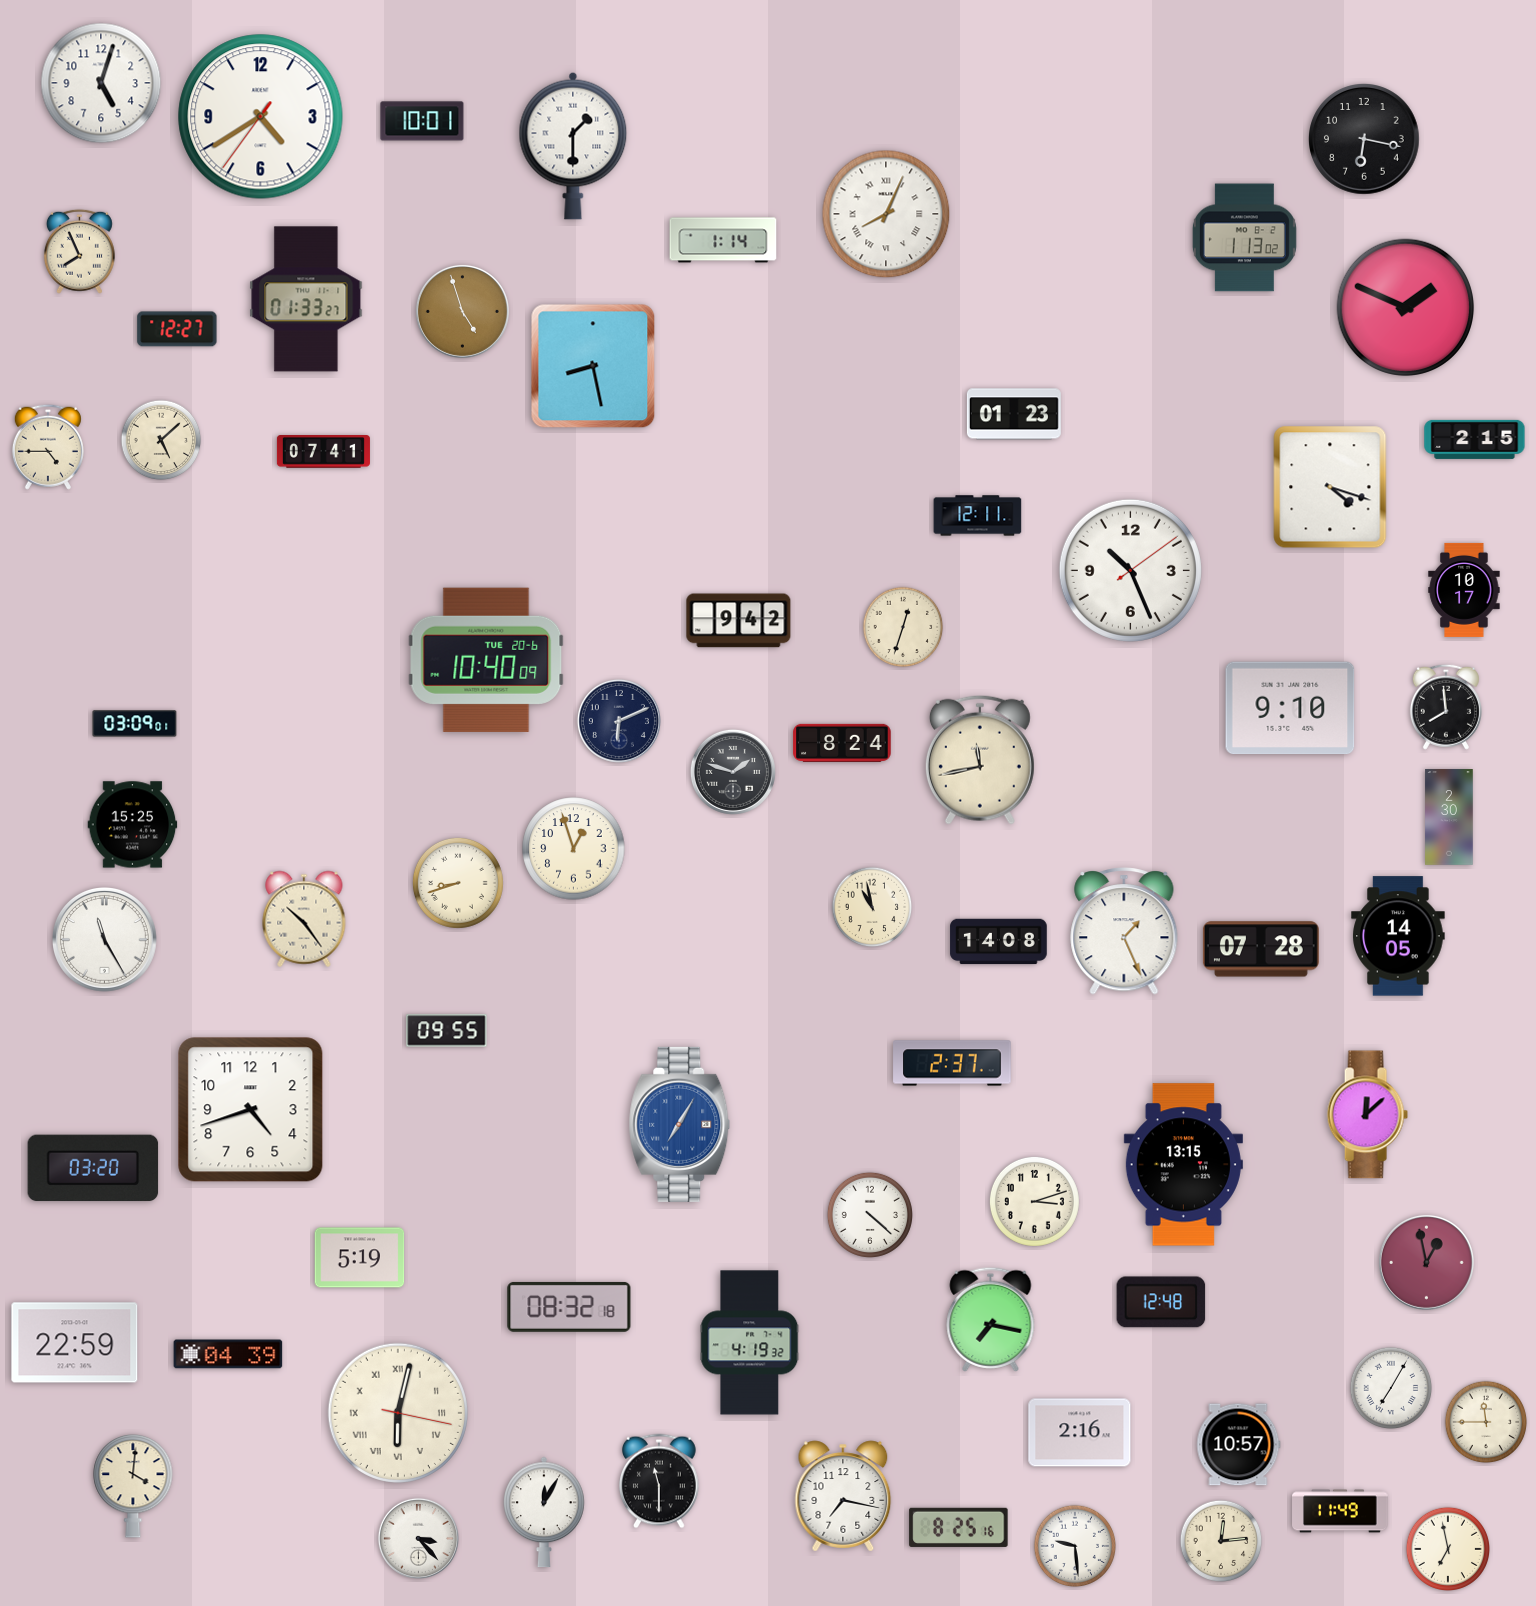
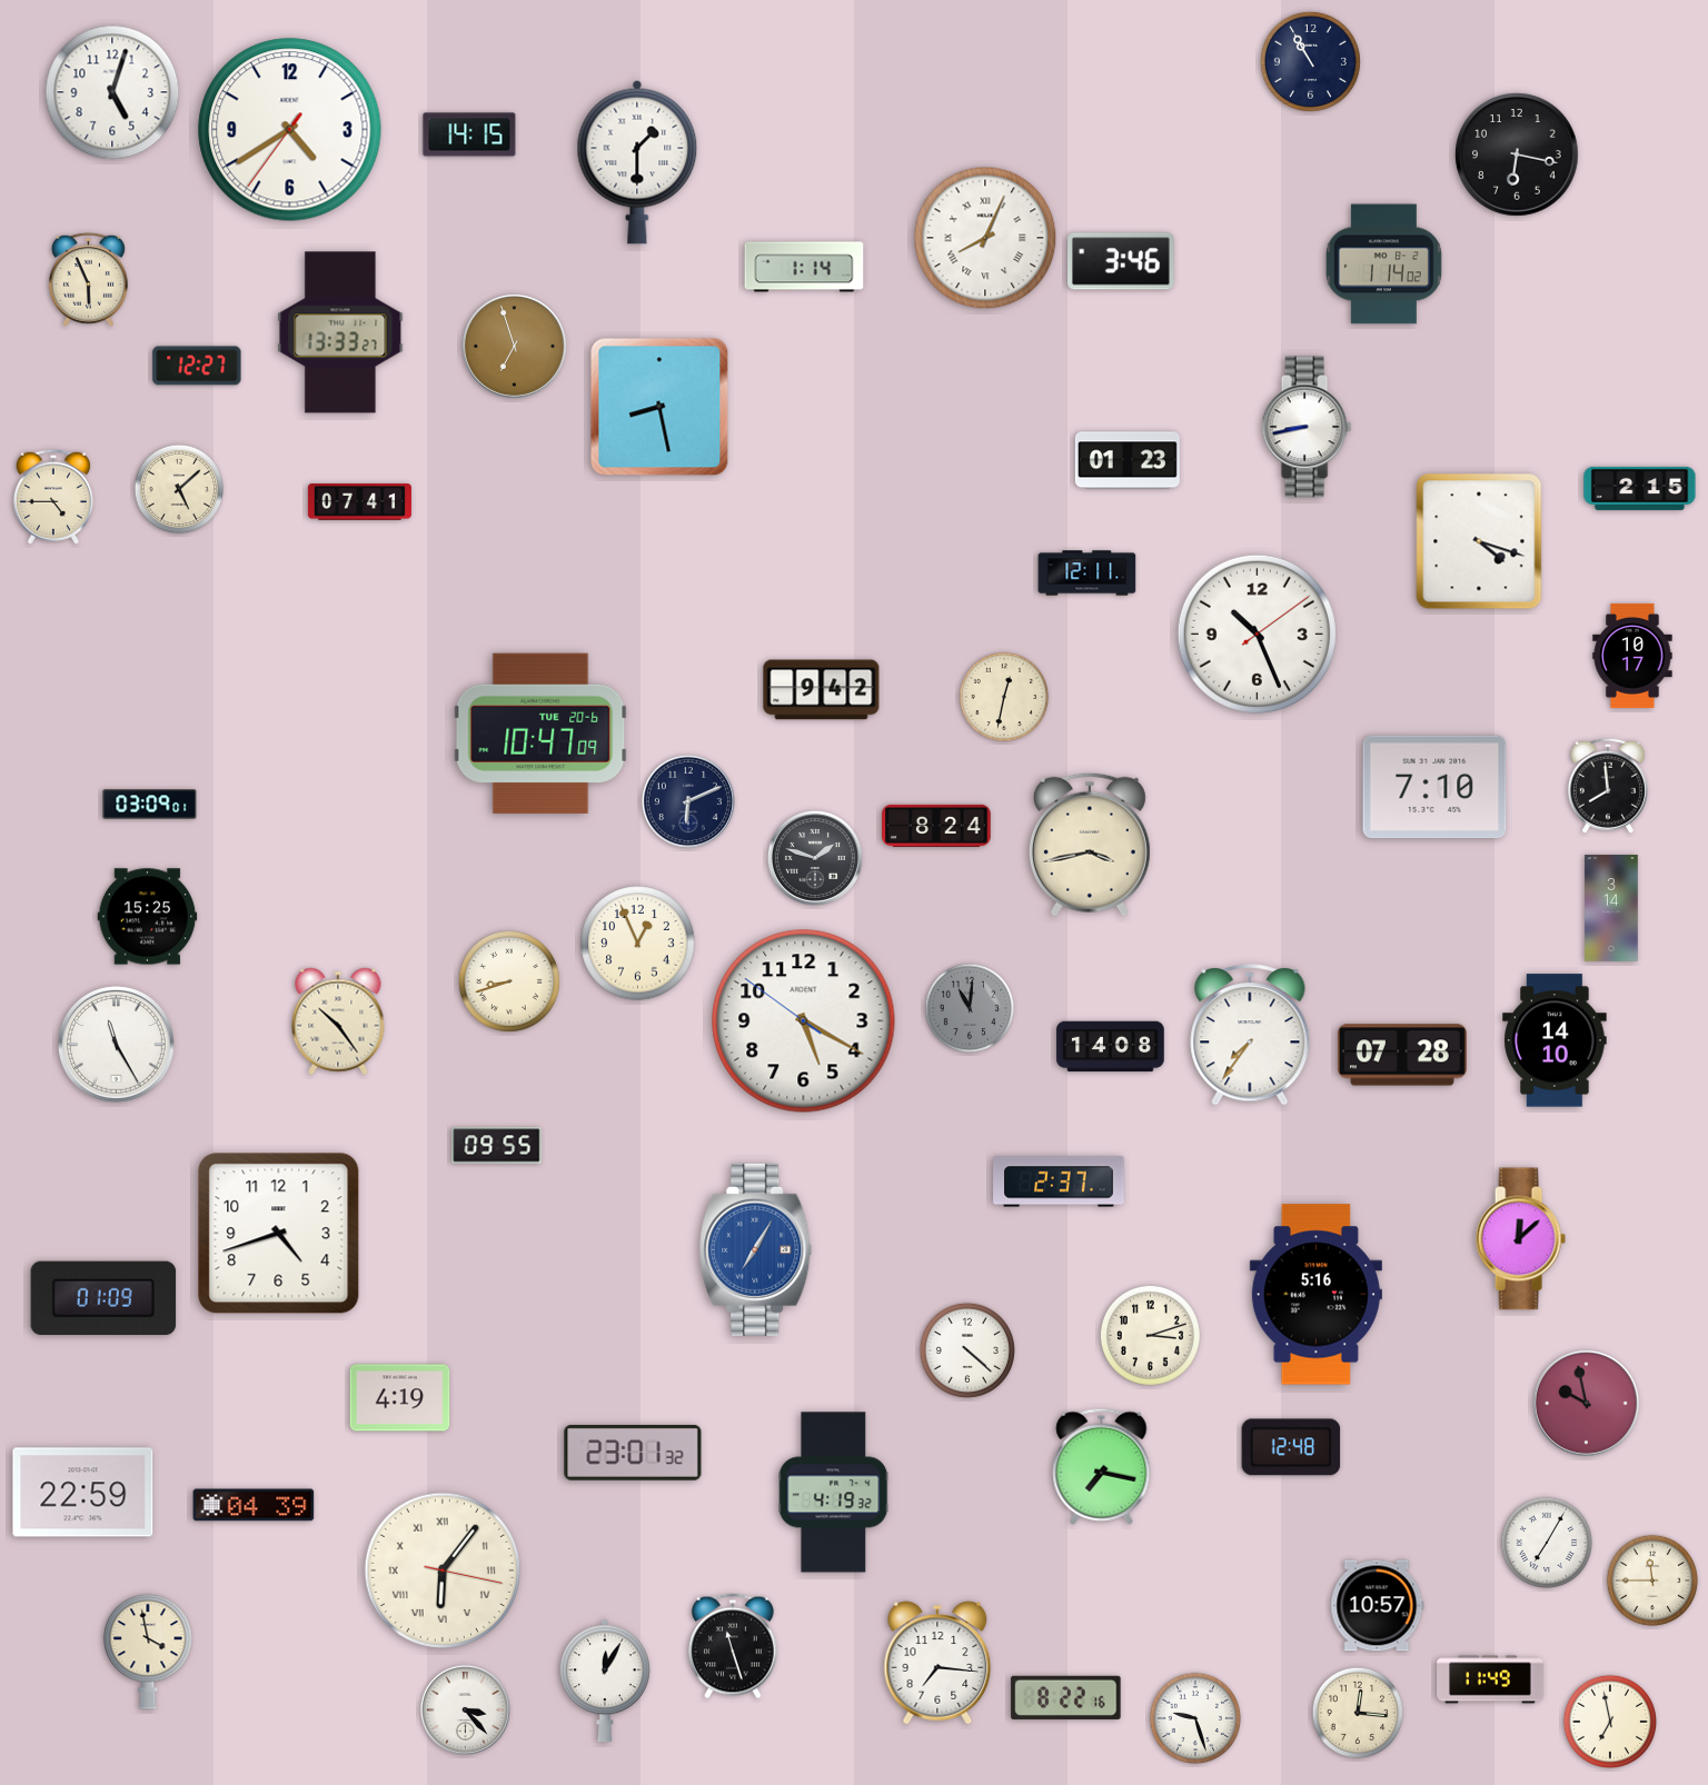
clock at (1310, 61): none -> 10:55
clock at (422, 121): 10:01 -> 14:15
clock at (1122, 261): none -> 3:46
clock at (1244, 238): 1:13 -> 1:14
clock at (79, 251): 7:56 -> 5:56
clock at (306, 299): 01:33 -> 13:33
clock at (1406, 308): 1:49 -> none
clock at (462, 311): 4:57 -> 6:57
clock at (1307, 427): none -> 8:43
clock at (1464, 590) position: (1464, 590) -> (1632, 656)
clock at (903, 627): 12:33 -> 12:32
clock at (486, 660): 10:40 -> 10:47
clock at (1290, 708): 9:10 -> 7:10
clock at (980, 760): 11:43 -> 3:43
clock at (1449, 817): 2:30 -> 3:14
clock at (574, 849): 12:57 -> 12:56
clock at (872, 907): 10:58 -> 11:01
clock at (872, 907) dial: cream -> grey
clock at (804, 1021): none -> 5:19
clock at (1124, 932): 1:26 -> 7:36
clock at (1398, 936): 14:05 -> 14:10
clock at (1183, 1165): 13:15 -> 5:16
clock at (93, 1168): 03:20 -> 01:09
clock at (360, 1258): 5:19 -> 4:19
clock at (1426, 1262): 12:58 -> 9:58
clock at (569, 1307): 08:32 -> 23:01
clock at (398, 1413): 6:02 -> 6:06
clock at (1080, 1433): 2:16 -> none
clock at (660, 1481): 11:30 -> 11:27
clock at (133, 1486): 4:01 -> 3:58
clock at (843, 1496): 7:17 -> 7:16
clock at (959, 1527): 8:25 -> 8:22
clock at (1221, 1541): 12:14 -> 12:16
clock at (1075, 1546): 9:29 -> 9:27
